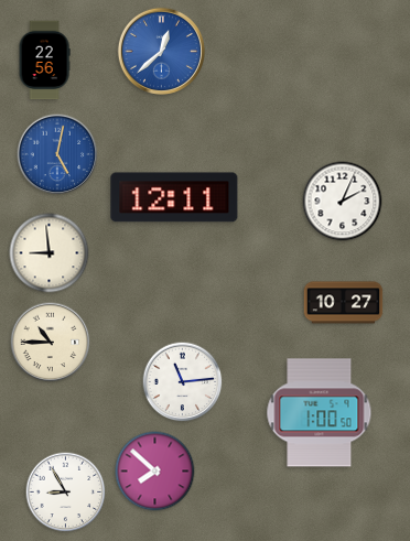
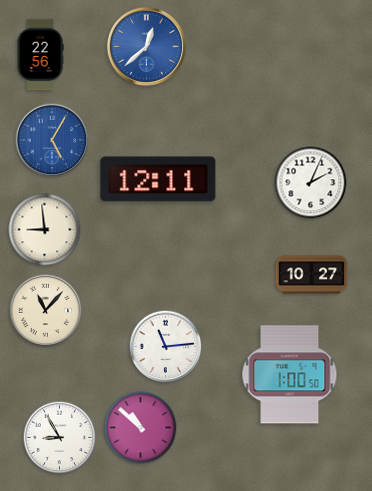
clock at (57, 154): 5:02 -> 5:05
clock at (51, 343): 10:45 -> 11:07
clock at (155, 472): 7:52 -> 10:52
clock at (66, 493) position: (66, 493) -> (60, 438)
